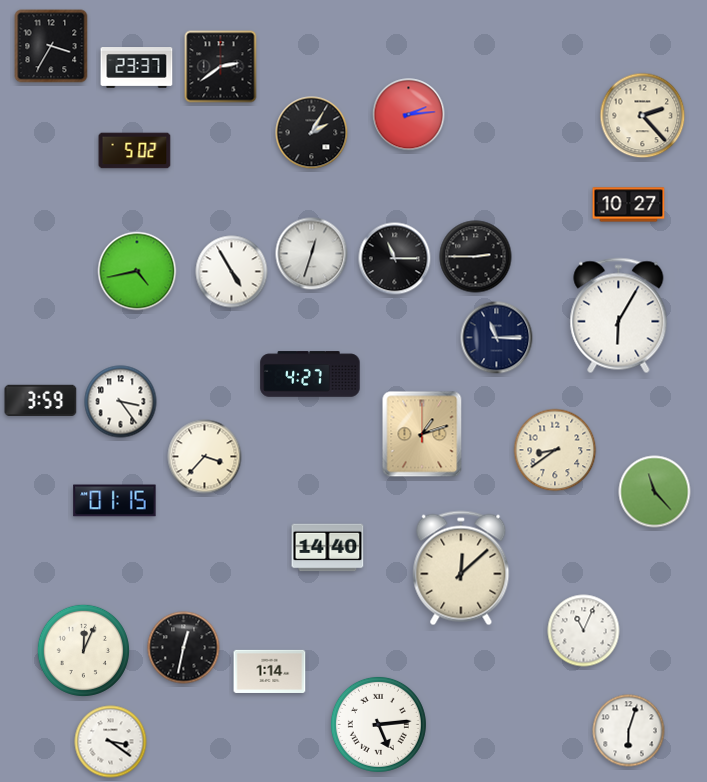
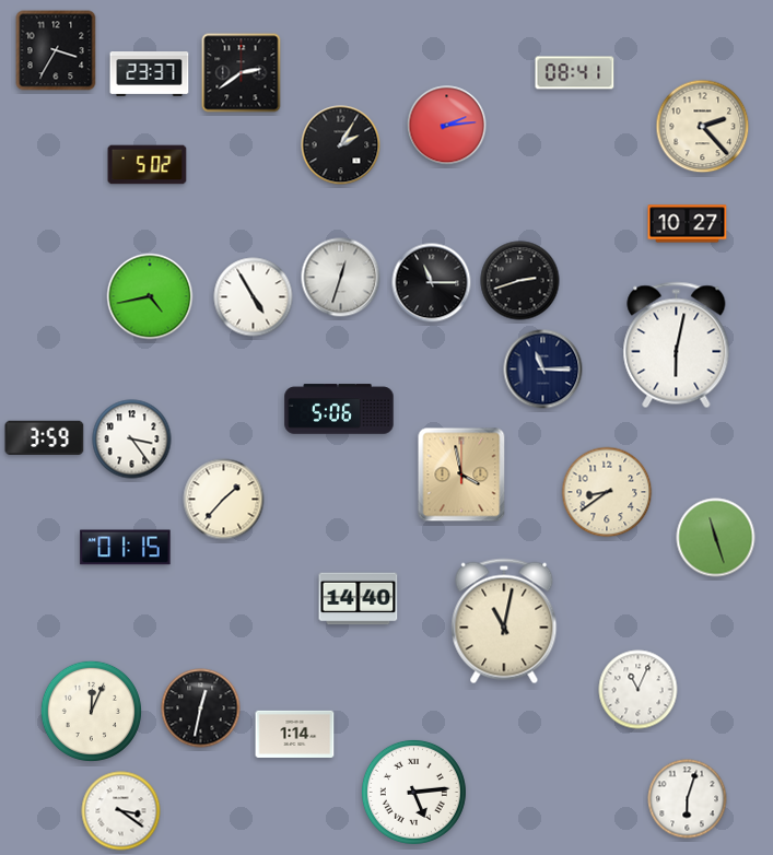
clock at (575, 73): none -> 08:41
clock at (476, 257): 2:45 -> 2:42
clock at (619, 316): 6:05 -> 6:02
clock at (310, 374): 4:27 -> 5:06
clock at (422, 434): 1:12 -> 3:58
clock at (205, 457): 3:37 -> 1:37
clock at (655, 492): 11:23 -> 11:27
clock at (461, 568): 12:08 -> 11:02
